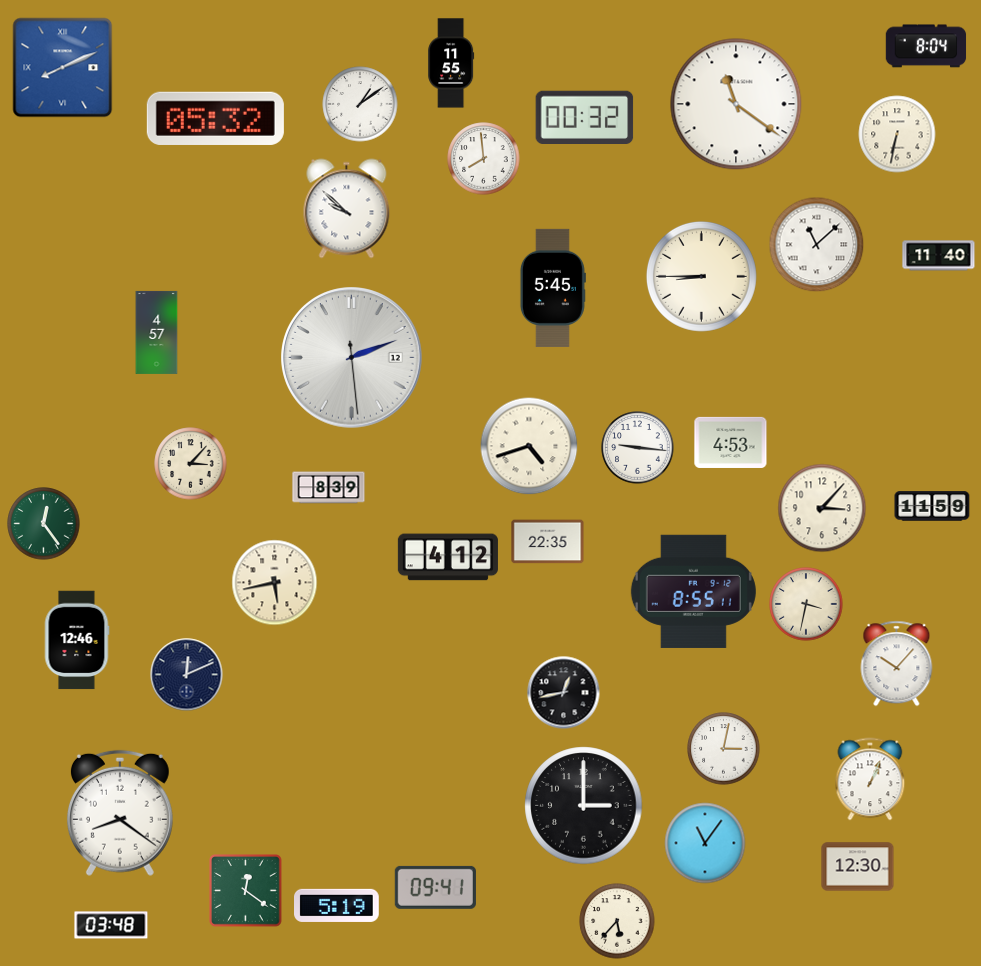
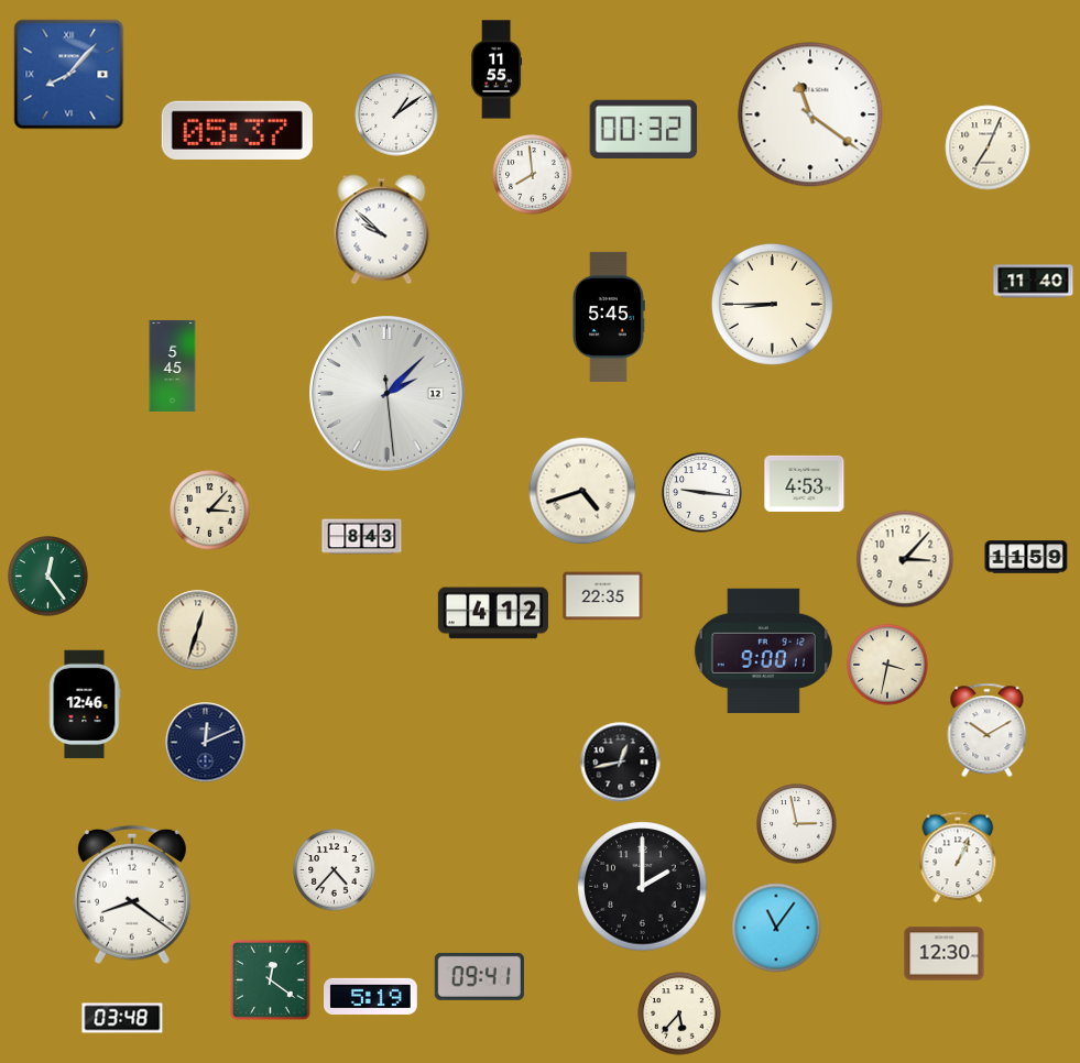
clock at (926, 46): 8:04 -> none
clock at (63, 68): 8:11 -> 8:07
clock at (215, 118): 05:32 -> 05:37
clock at (897, 134): 6:32 -> 7:04
clock at (817, 245): 11:08 -> none
clock at (157, 332): 4:57 -> 5:45
clock at (352, 358): 2:11 -> 2:07
clock at (731, 442) position: (731, 442) -> (805, 483)
clock at (329, 488): 8:39 -> 8:43
clock at (198, 631): none -> 12:33
clock at (275, 583): 5:43 -> none
clock at (693, 591): 8:55 -> 9:00
clock at (897, 664): 10:07 -> 10:10
clock at (724, 749): 3:02 -> 2:58
clock at (335, 870): none -> 4:37
clock at (584, 806): 3:00 -> 2:00
